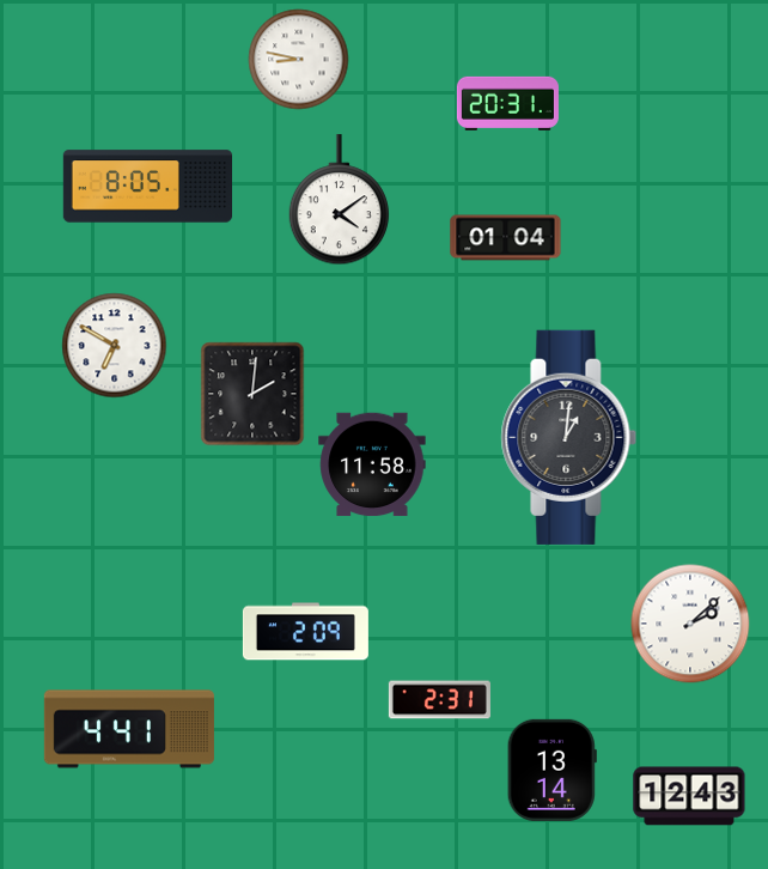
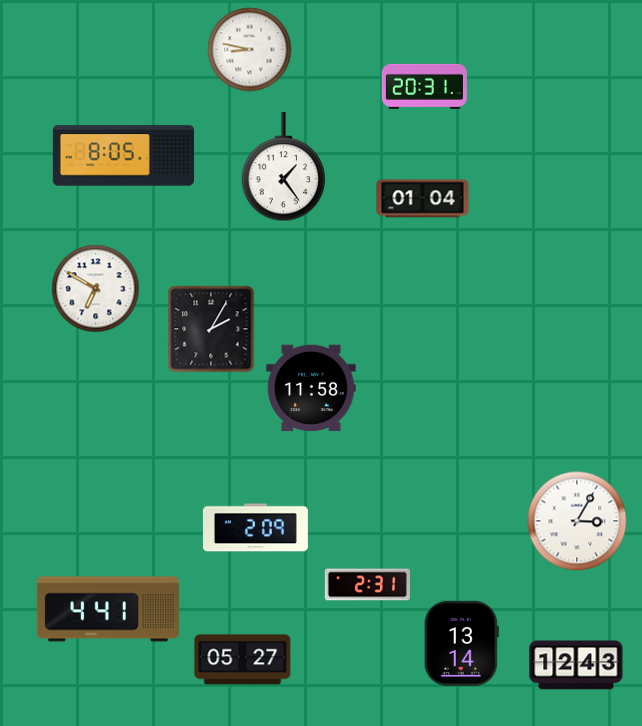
clock at (340, 200): 4:09 -> 1:24
clock at (252, 394): 2:01 -> 2:05
clock at (569, 437): 1:01 -> none
clock at (690, 624): 2:08 -> 3:05
clock at (243, 660): none -> 05:27
